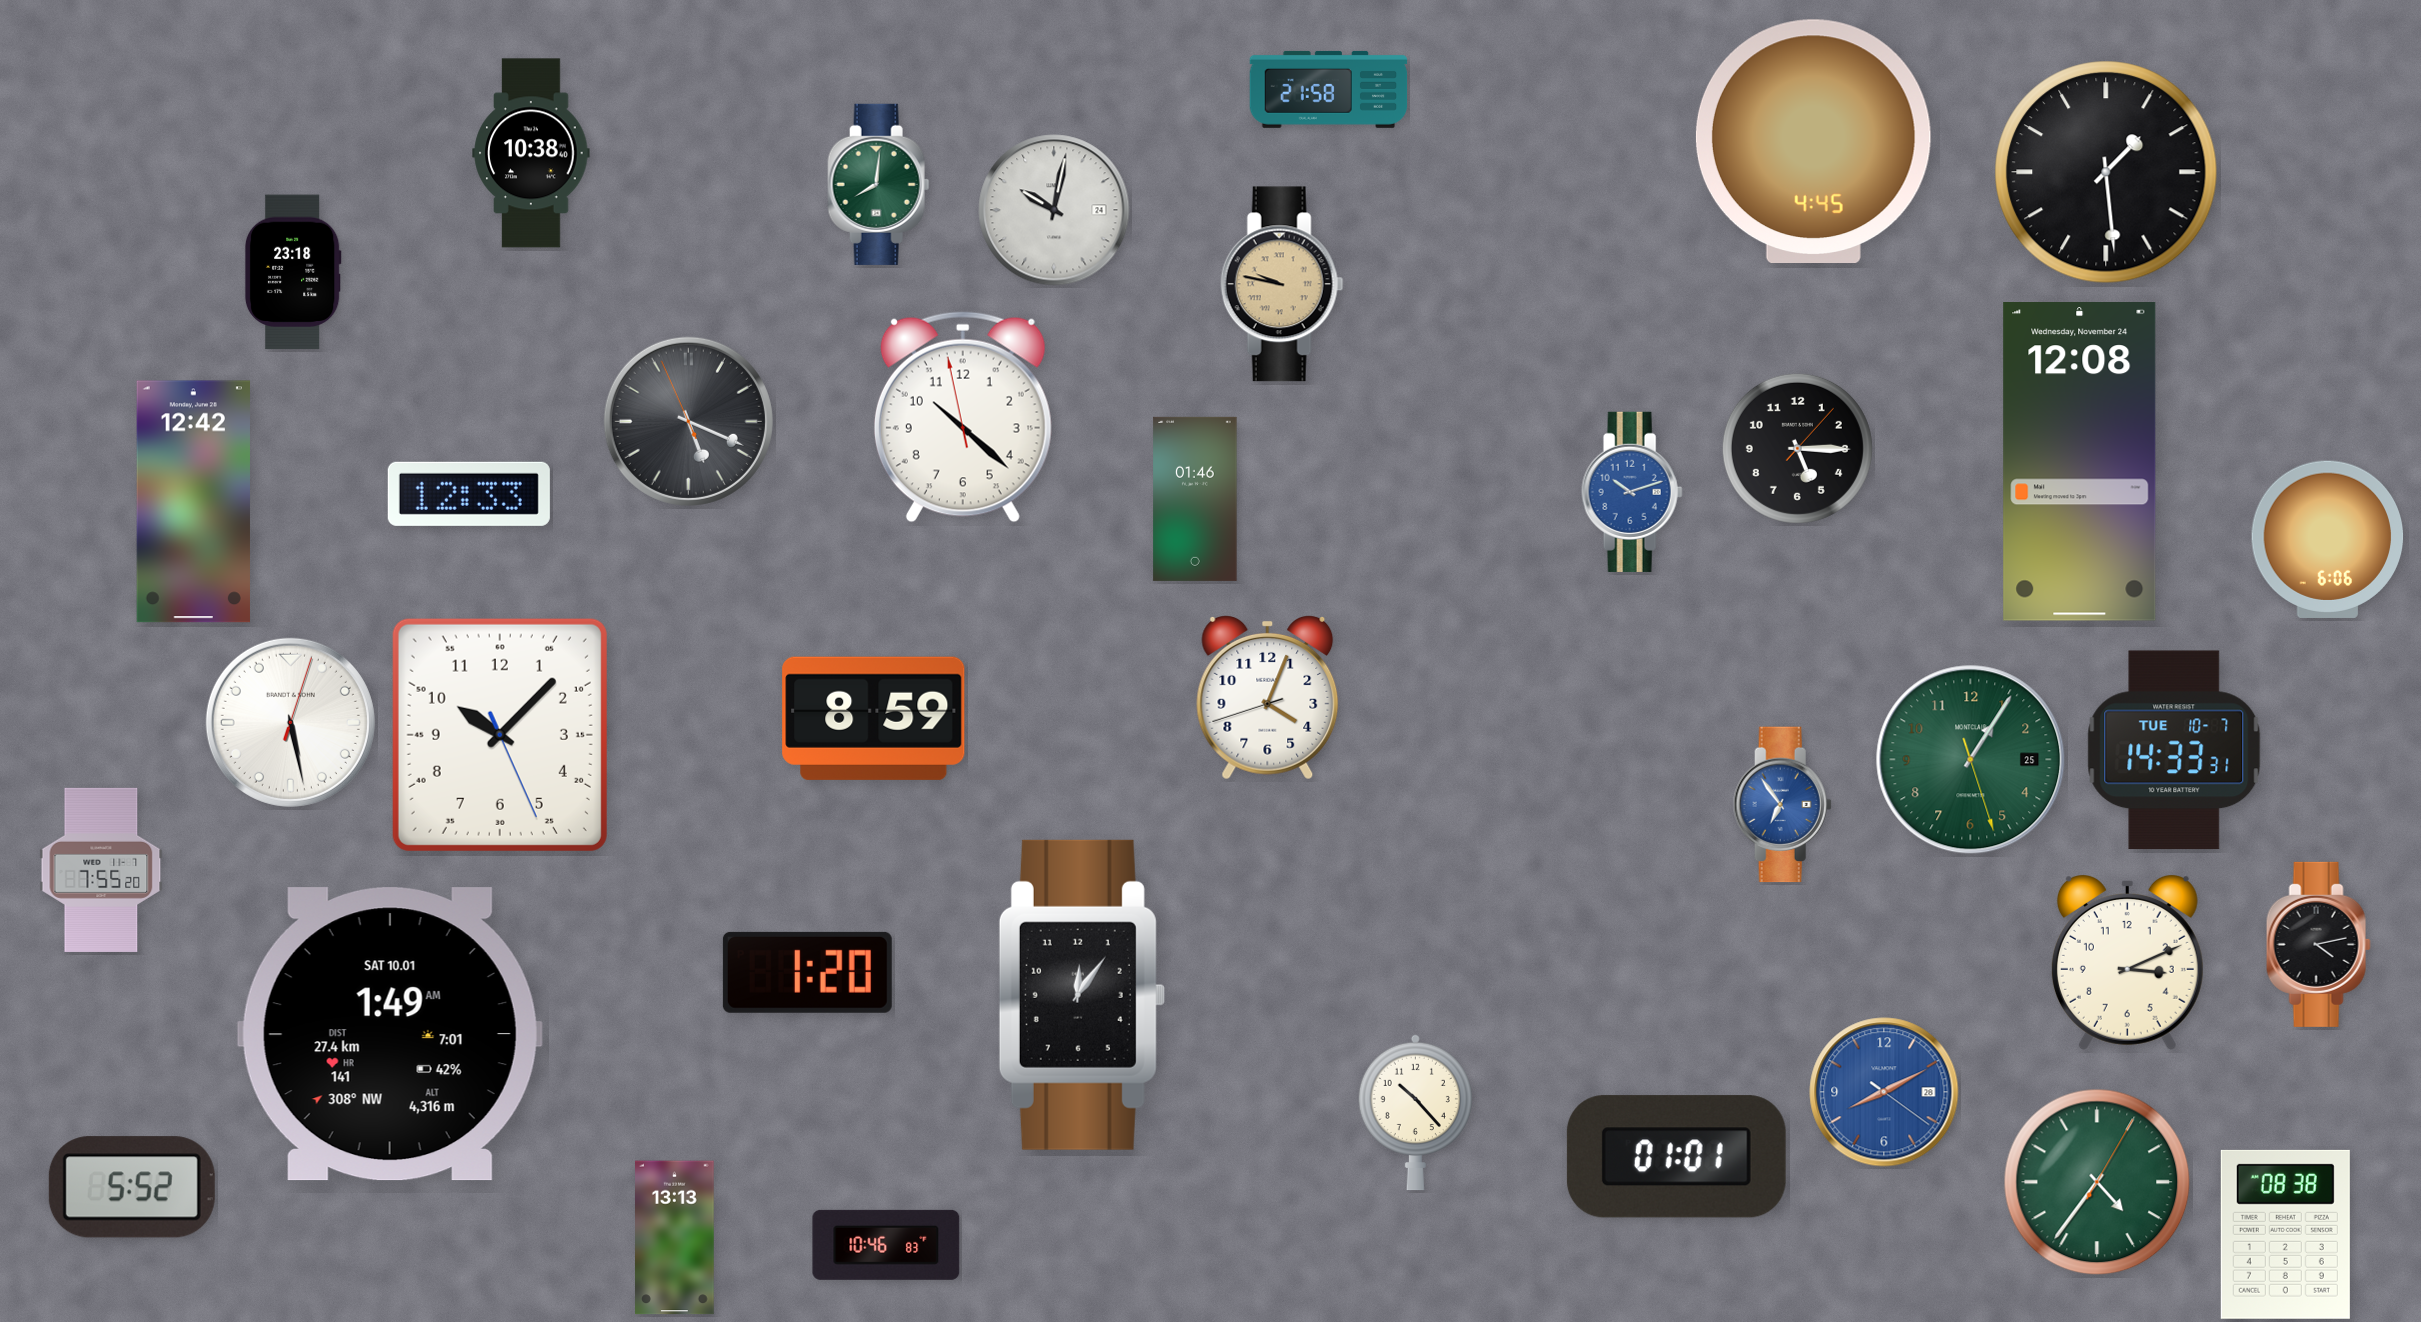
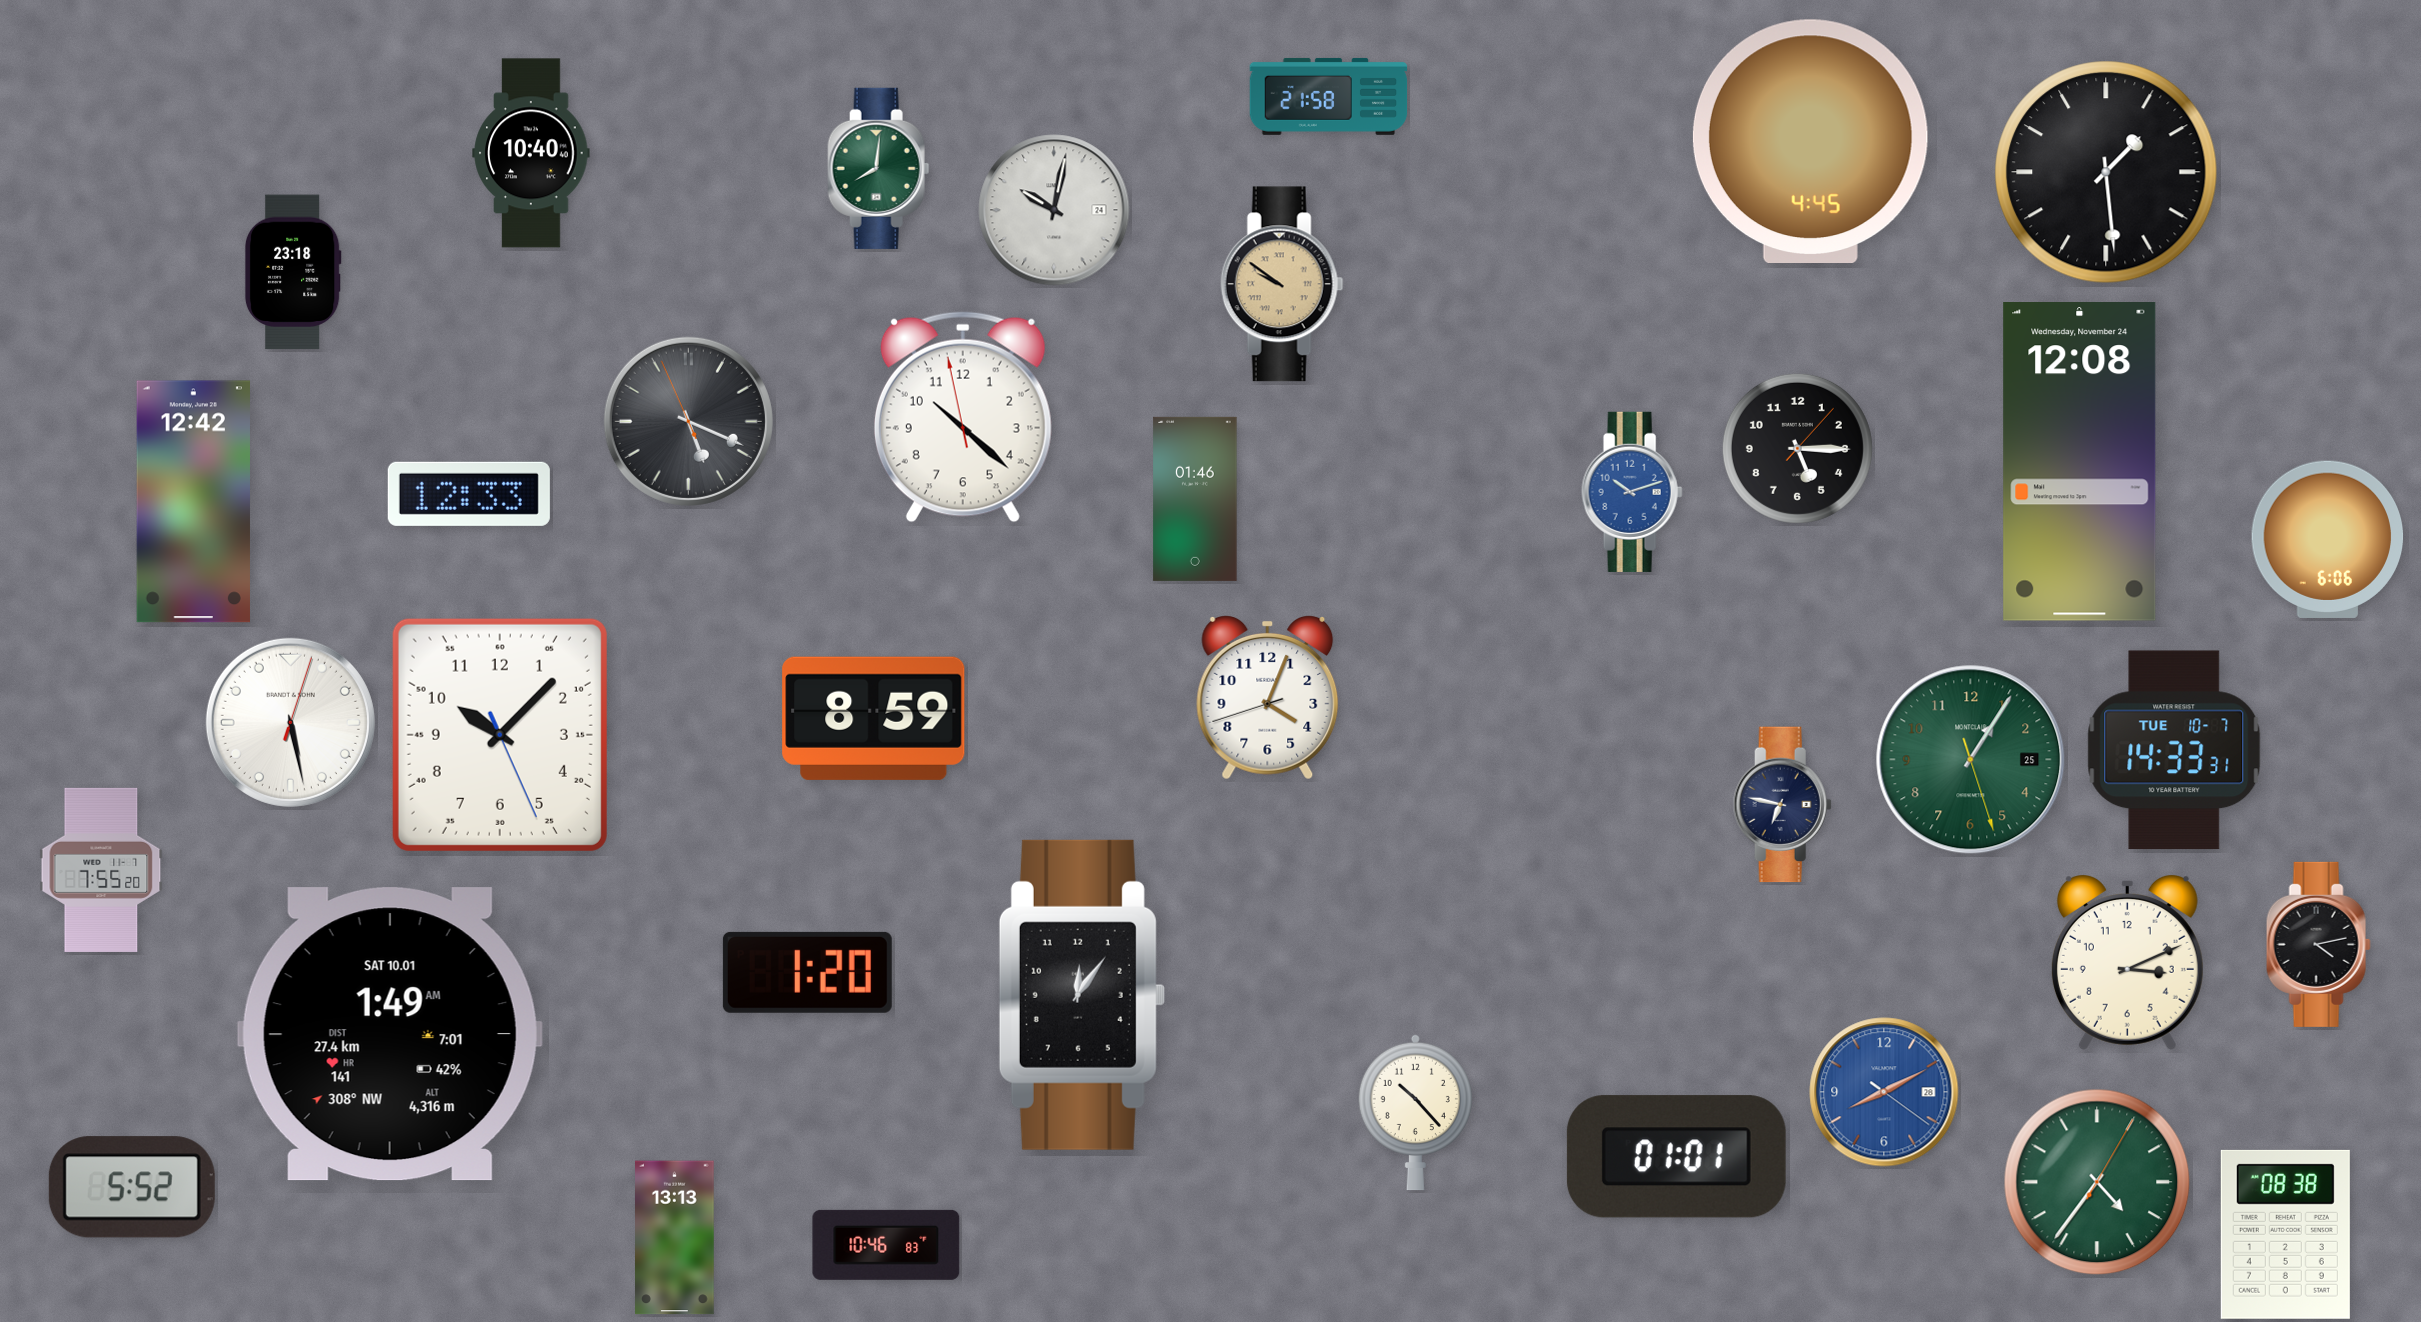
clock at (1329, 89) position: (1329, 89) -> (1329, 96)
clock at (1813, 141) position: (1813, 141) -> (1810, 141)
clock at (531, 153): 10:38 -> 10:40
clock at (879, 184) position: (879, 184) -> (879, 168)
clock at (1282, 284): 9:47 -> 9:51
clock at (1782, 805): 6:54 -> 6:47
clock at (1782, 805) dial: blue -> navy
